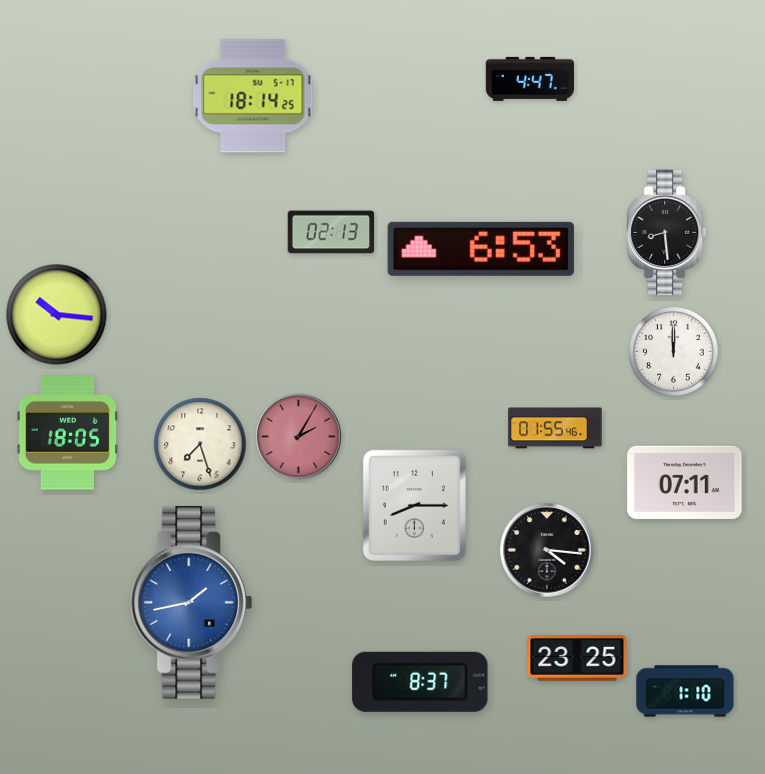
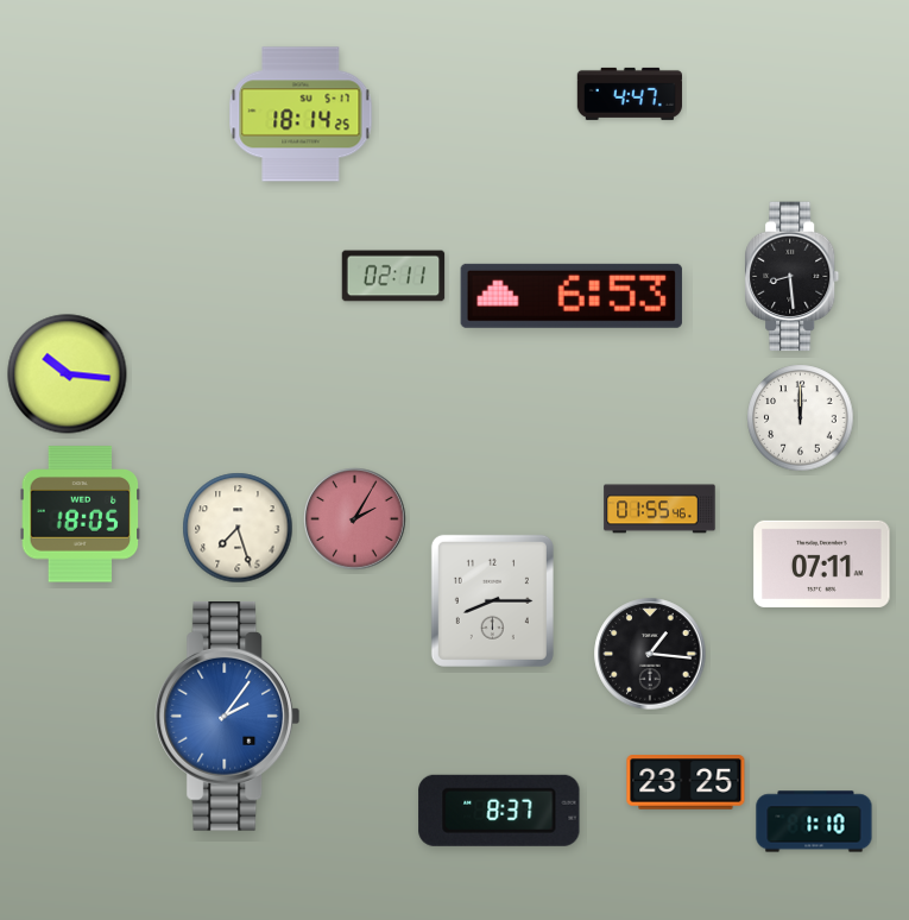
clock at (331, 232): 02:13 -> 02:11
clock at (685, 482) position: (685, 482) -> (822, 563)
clock at (547, 550): 4:16 -> 1:16
clock at (192, 603): 1:43 -> 2:06
